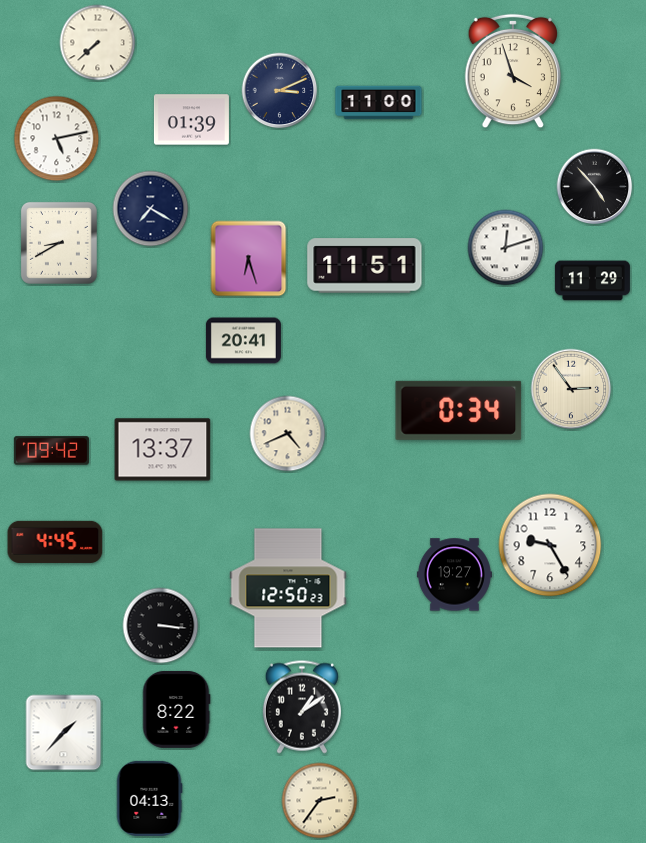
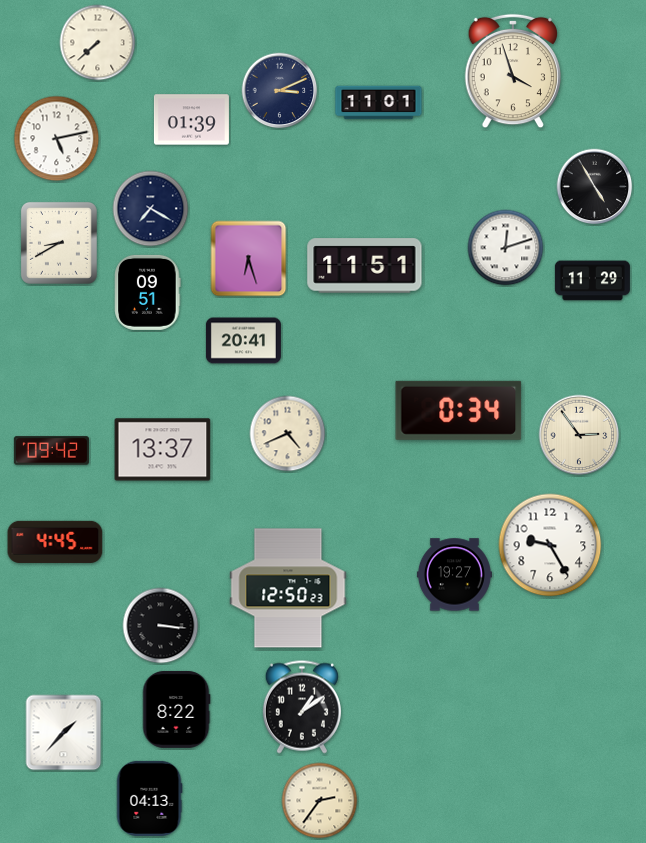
clock at (379, 103): 11:00 -> 11:01
clock at (595, 187): 4:53 -> 4:55
clock at (148, 292): none -> 09:51
clock at (571, 389) position: (571, 389) -> (579, 435)
